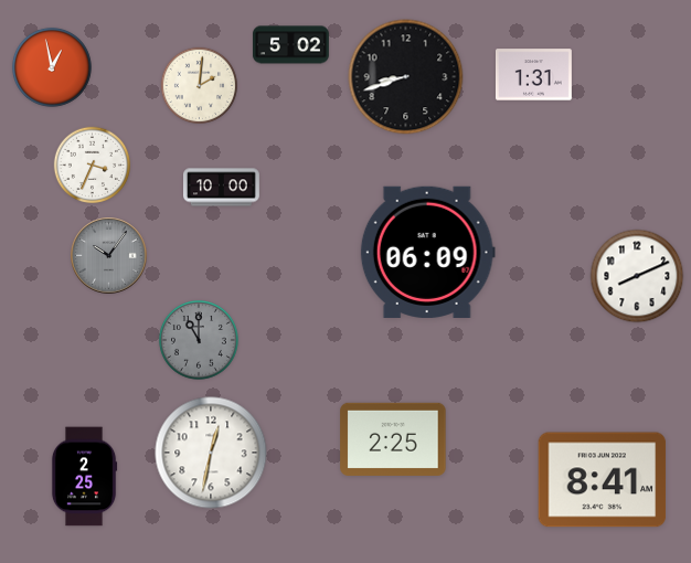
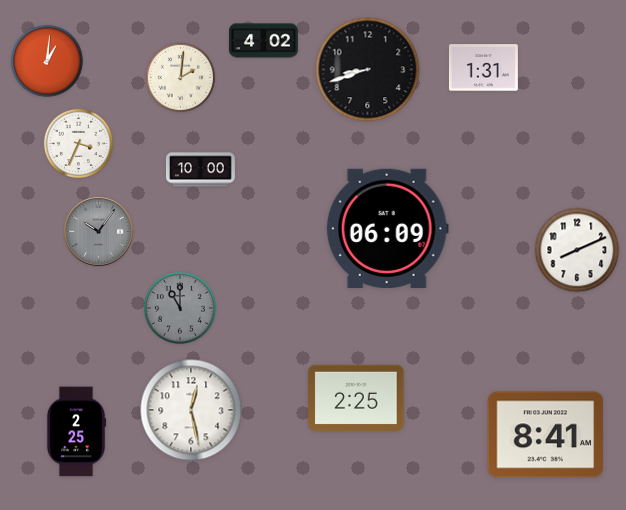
clock at (290, 45): 5:02 -> 4:02
clock at (52, 67): 12:58 -> 1:01
clock at (92, 164) position: (92, 164) -> (78, 143)
clock at (211, 453): 12:32 -> 12:28
